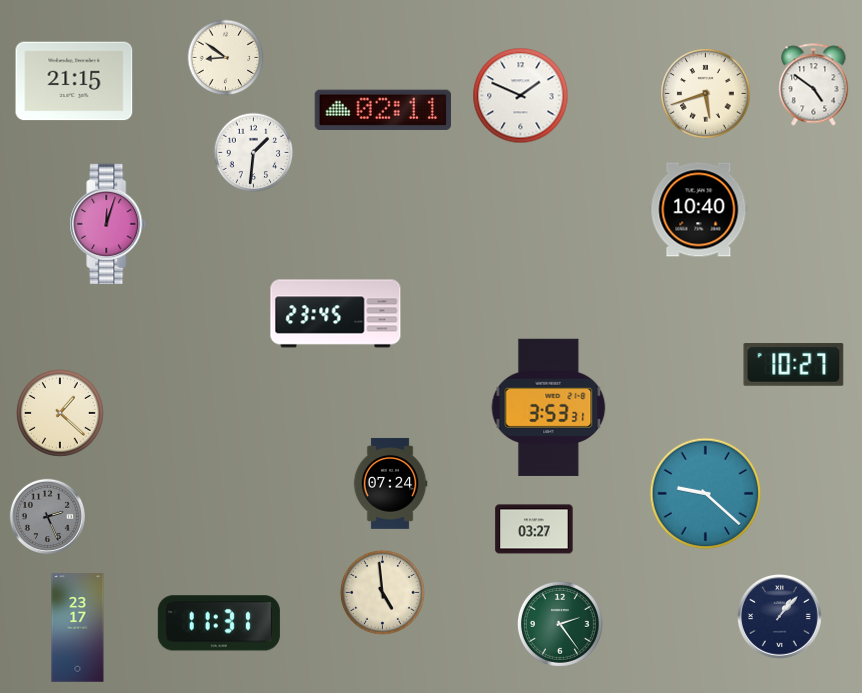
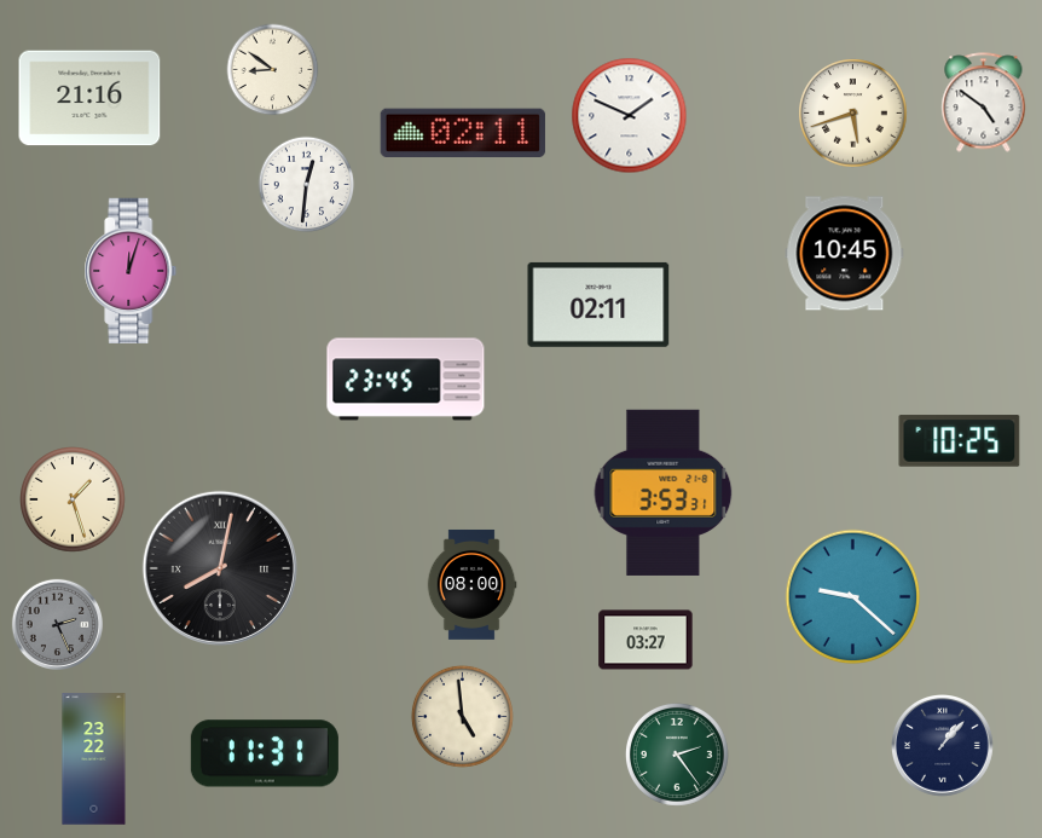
clock at (74, 81): 21:15 -> 21:16
clock at (254, 153): 1:31 -> 12:31
clock at (699, 210): 10:40 -> 10:45
clock at (598, 305): none -> 02:11
clock at (794, 365): 10:27 -> 10:25
clock at (61, 414): 1:22 -> 1:27
clock at (220, 568): none -> 8:02
clock at (390, 484): 07:24 -> 08:00
clock at (78, 628): 23:17 -> 23:22
